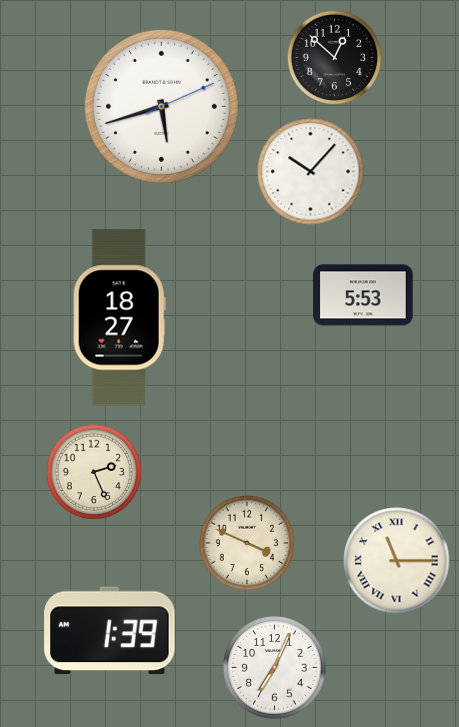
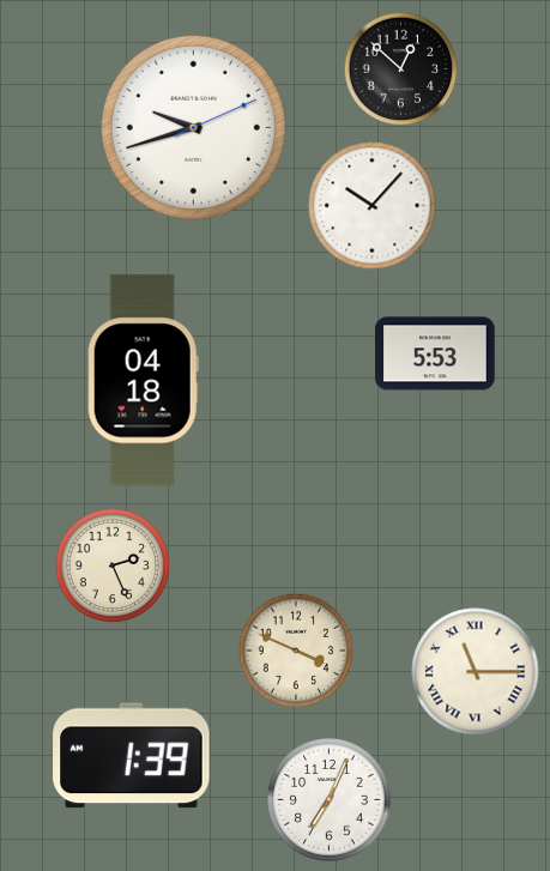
clock at (161, 106): 5:42 -> 9:42
clock at (119, 318): 18:27 -> 04:18
